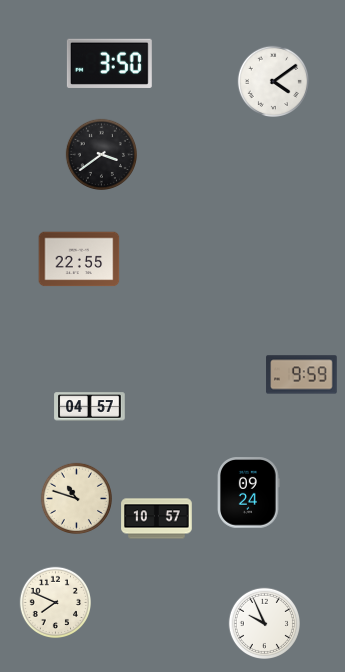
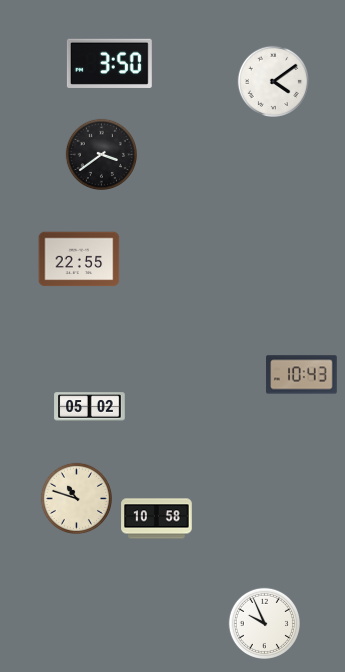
clock at (302, 375): 9:59 -> 10:43
clock at (90, 407): 04:57 -> 05:02
clock at (249, 493): 09:24 -> none
clock at (157, 519): 10:57 -> 10:58
clock at (55, 602): 7:49 -> none
